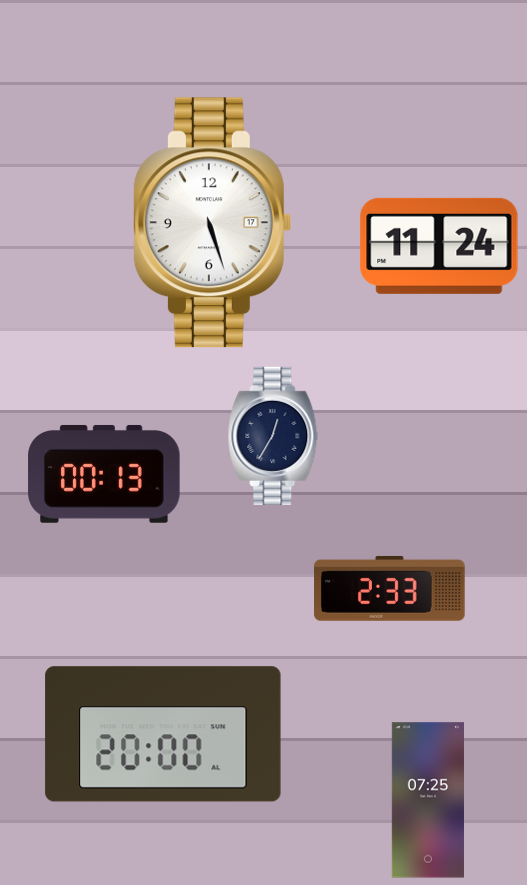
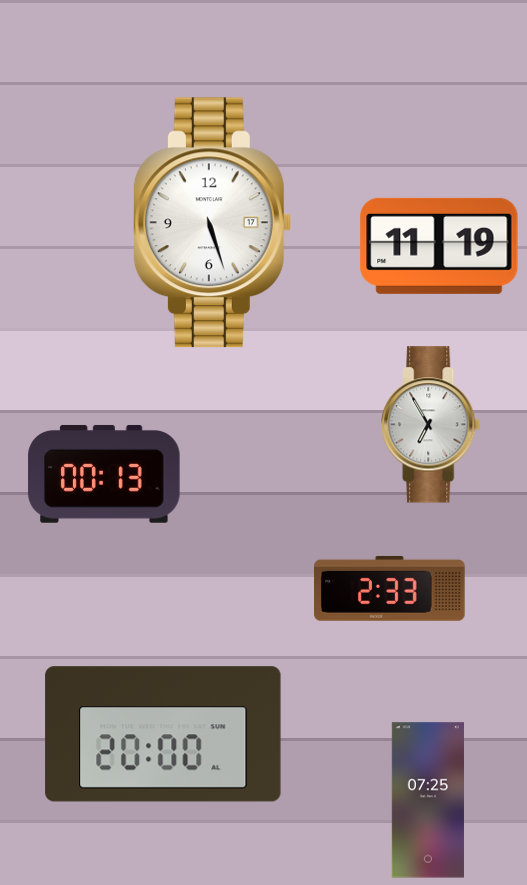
clock at (439, 246): 11:24 -> 11:19
clock at (431, 425): none -> 6:55
clock at (273, 436): 12:35 -> none
